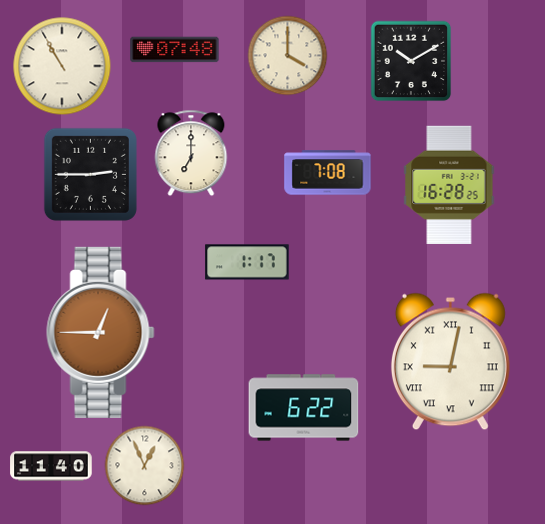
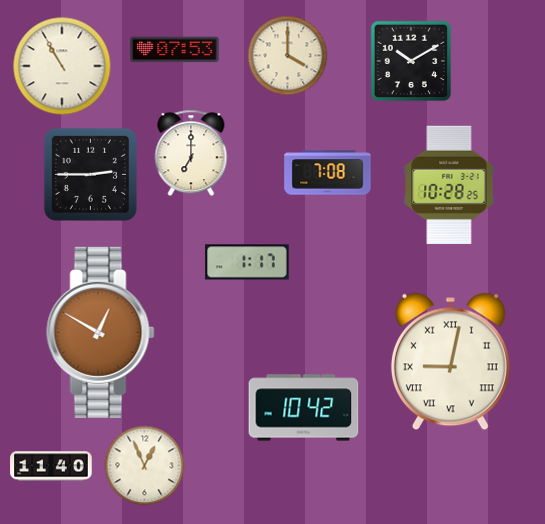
clock at (175, 50): 07:48 -> 07:53
clock at (449, 185): 16:28 -> 10:28
clock at (101, 332): 12:45 -> 12:50
clock at (304, 408): 6:22 -> 10:42
